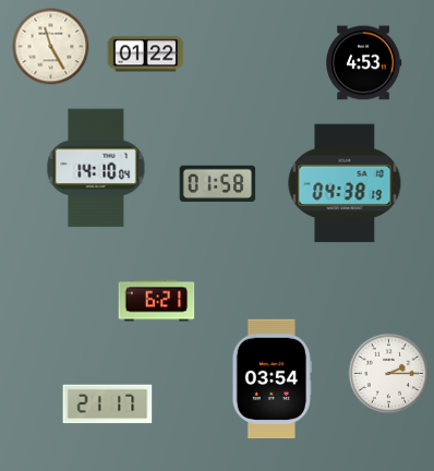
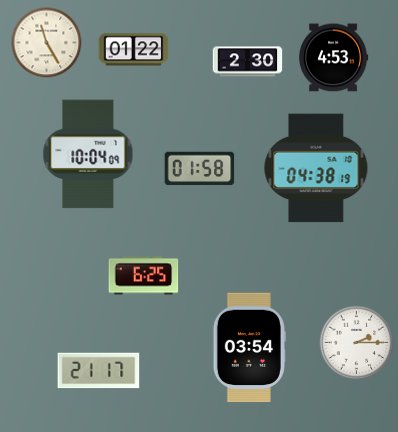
clock at (248, 62): none -> 2:30
clock at (96, 168): 14:10 -> 10:04
clock at (157, 301): 6:21 -> 6:25
